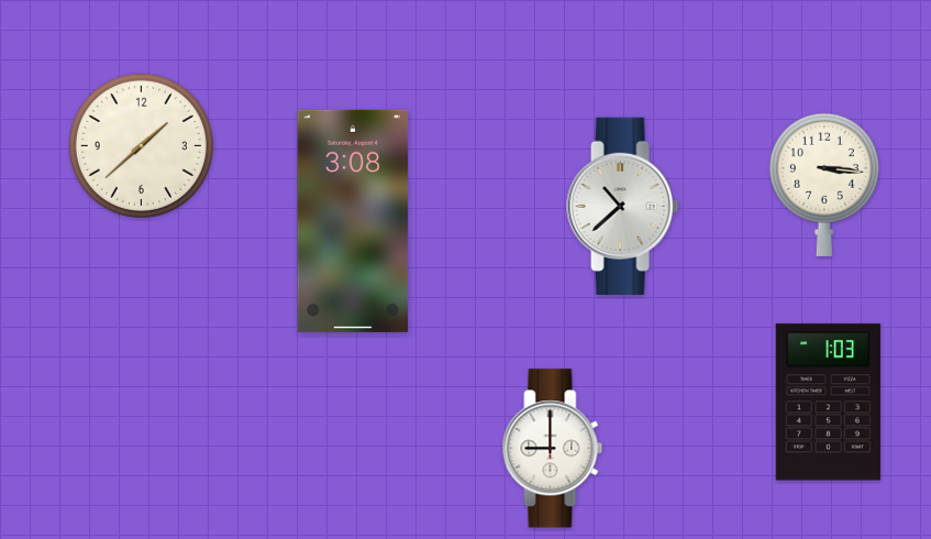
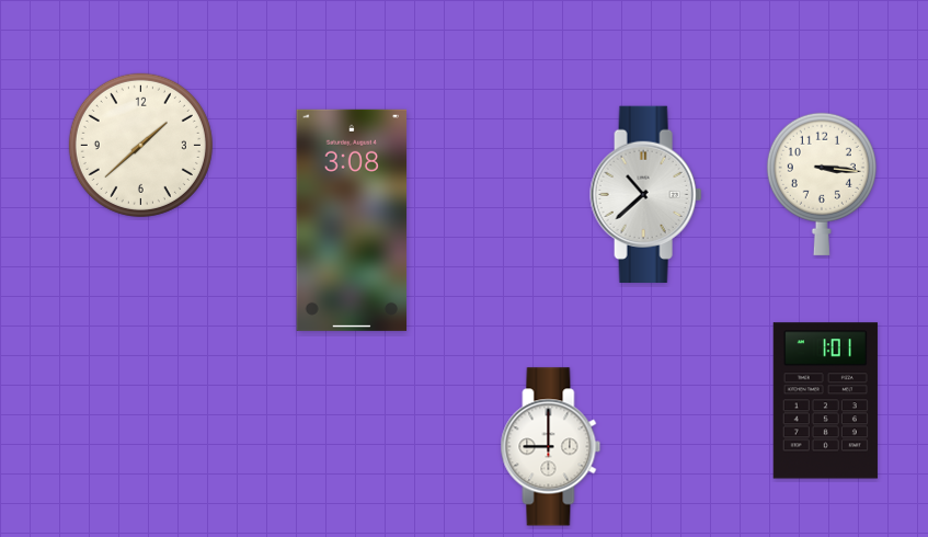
clock at (623, 206) position: (623, 206) -> (646, 194)
clock at (828, 403): 1:03 -> 1:01
